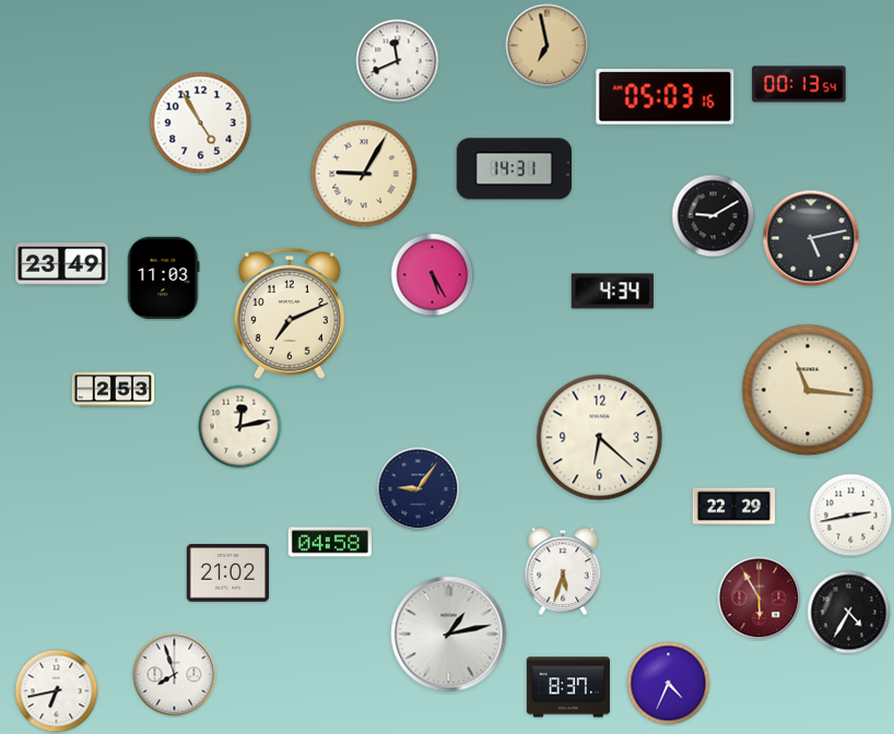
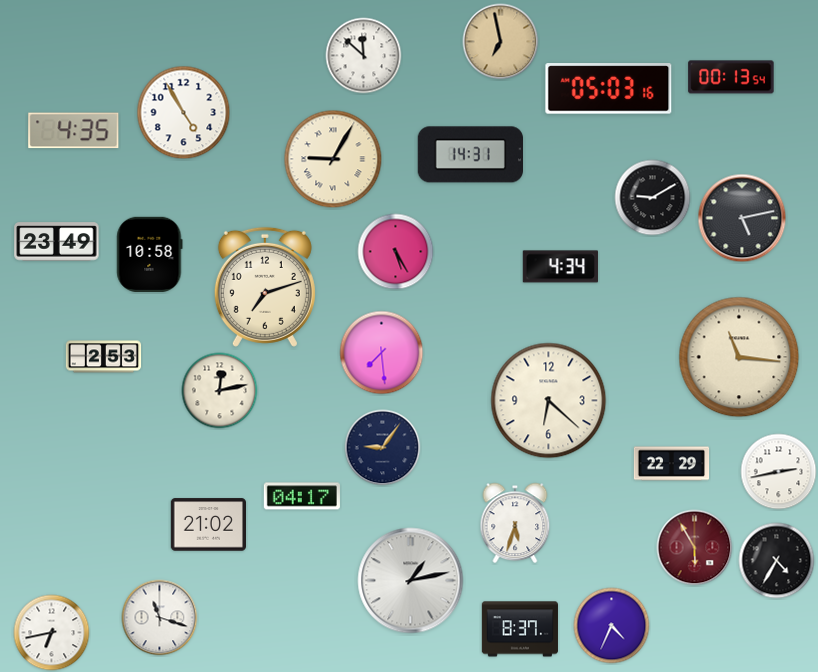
clock at (398, 61): 11:41 -> 11:52
clock at (74, 131): none -> 4:35
clock at (164, 277): 11:03 -> 10:58
clock at (290, 313): 7:11 -> 7:12
clock at (382, 353): none -> 7:29
clock at (330, 542): 04:58 -> 04:17
clock at (175, 675): 7:57 -> 11:18
